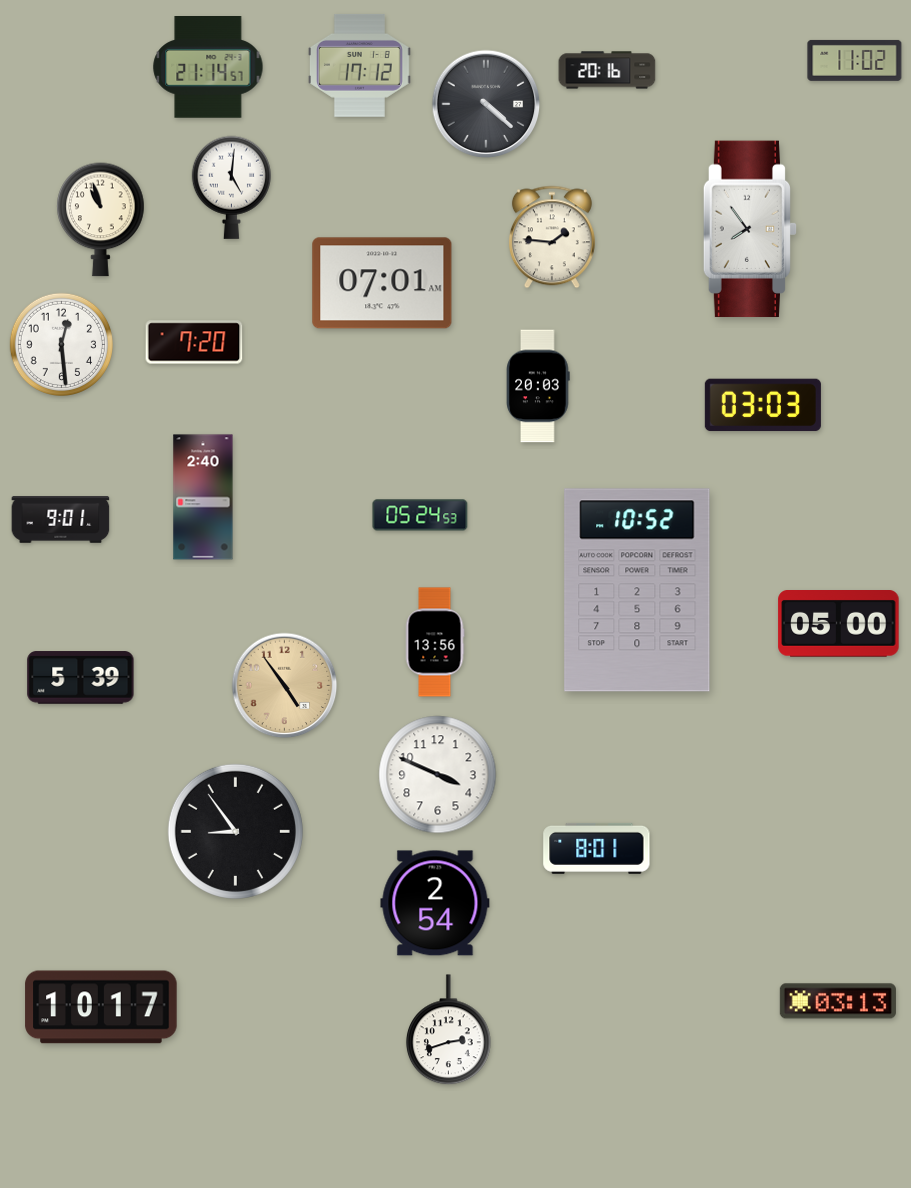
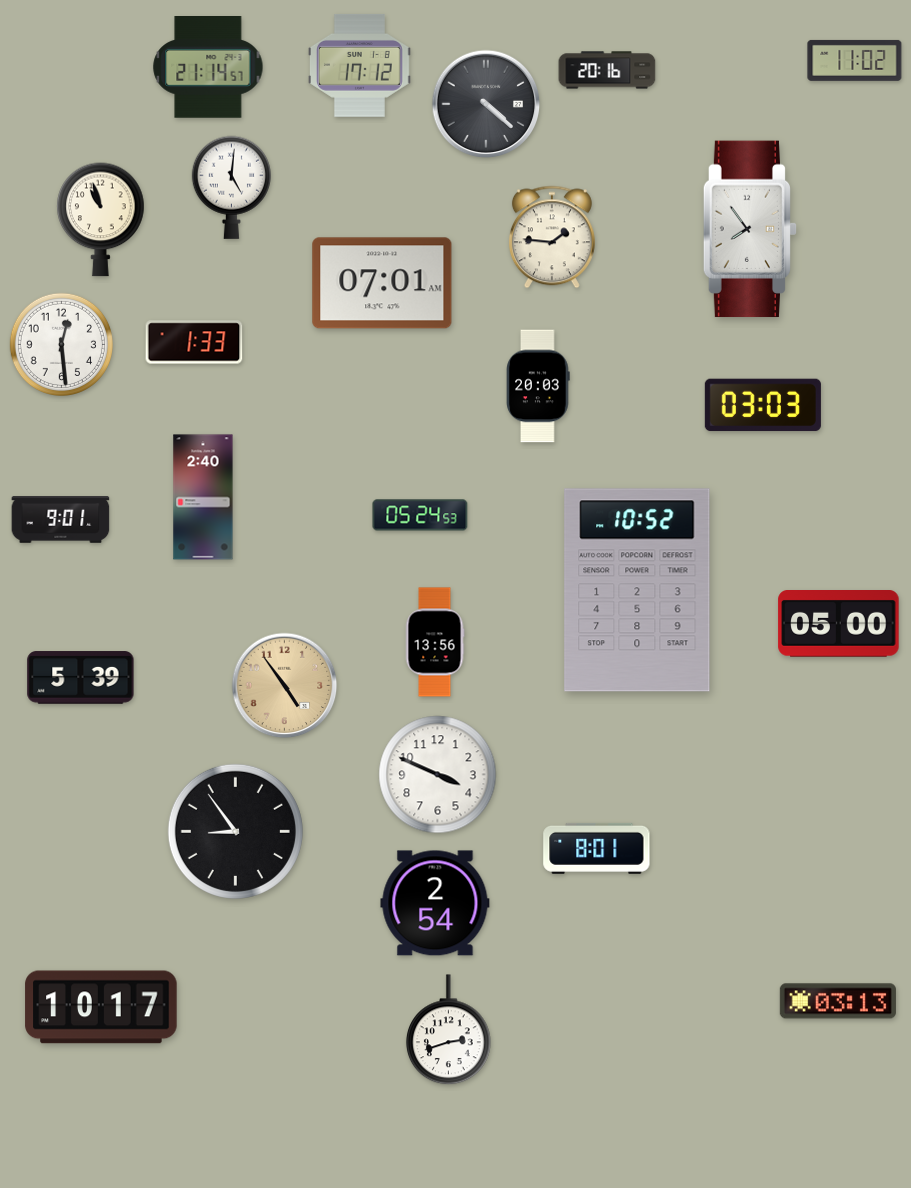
clock at (194, 342): 7:20 -> 1:33
